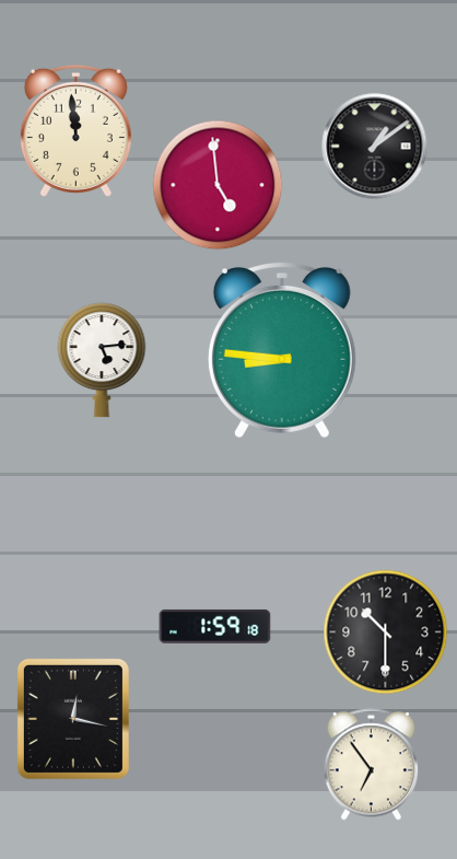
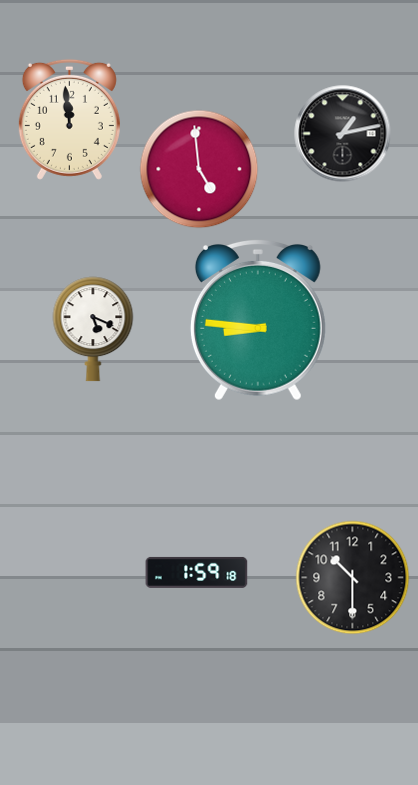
clock at (375, 147): 1:09 -> 1:13
clock at (102, 360): 5:14 -> 5:19
clock at (73, 719): 12:17 -> none
clock at (372, 765): 6:54 -> none
